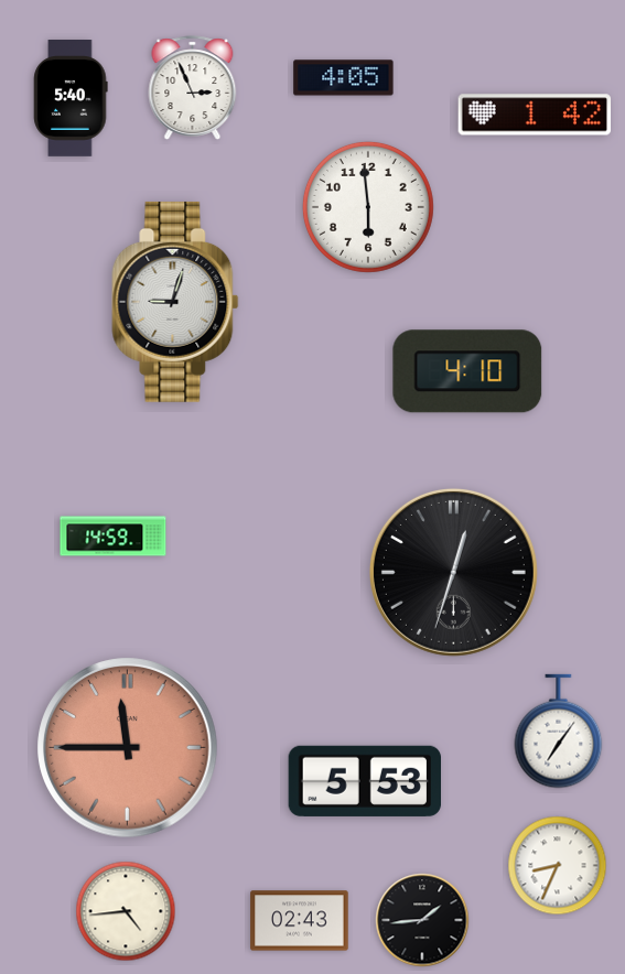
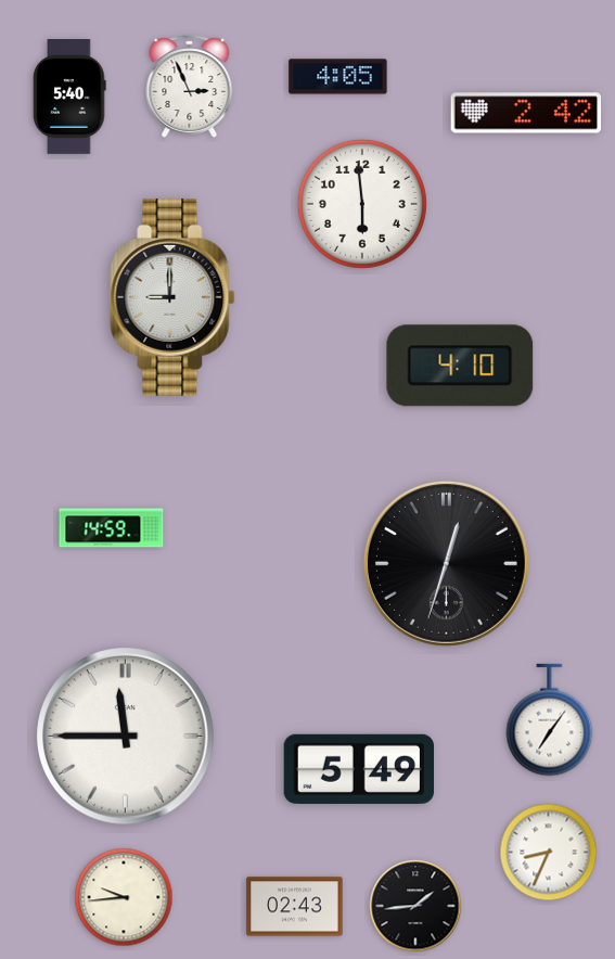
clock at (535, 115): 1:42 -> 2:42
clock at (175, 302): 9:03 -> 9:00
clock at (128, 748) dial: salmon -> white
clock at (365, 781): 5:53 -> 5:49
clock at (126, 911): 4:44 -> 9:44
